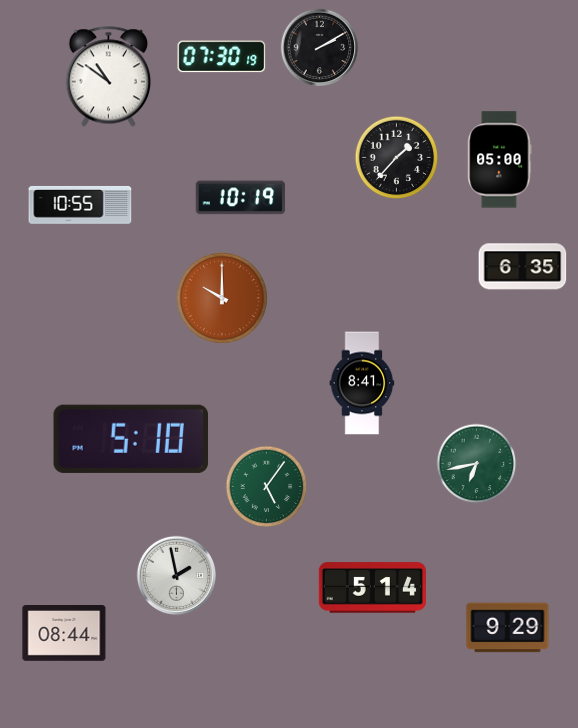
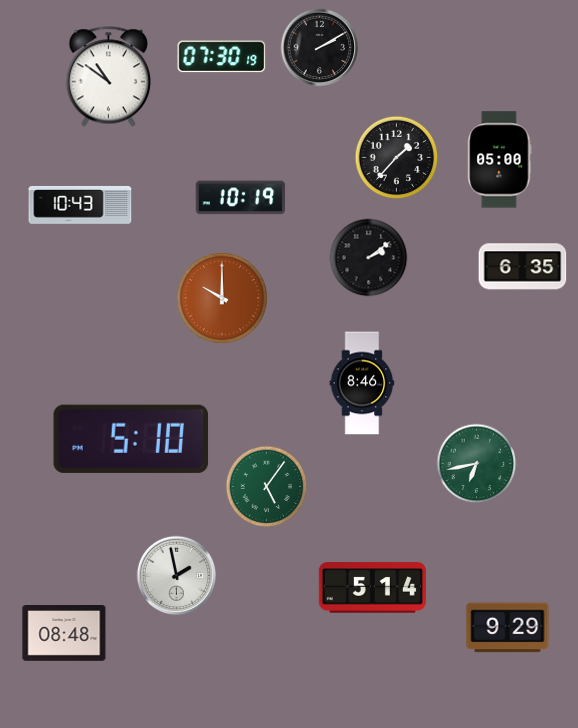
clock at (80, 205): 10:55 -> 10:43
clock at (369, 258): none -> 2:09
clock at (362, 383): 8:41 -> 8:46
clock at (64, 634): 08:44 -> 08:48
